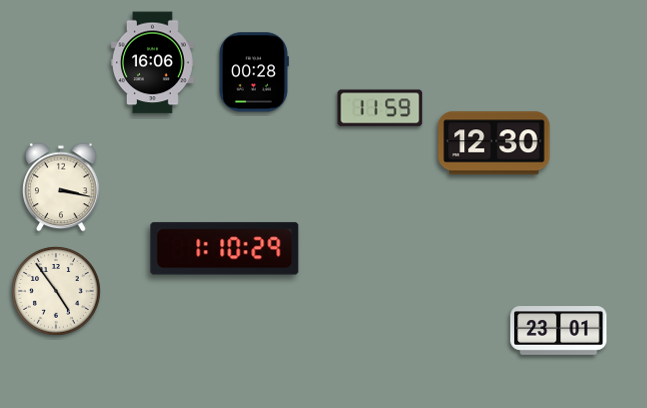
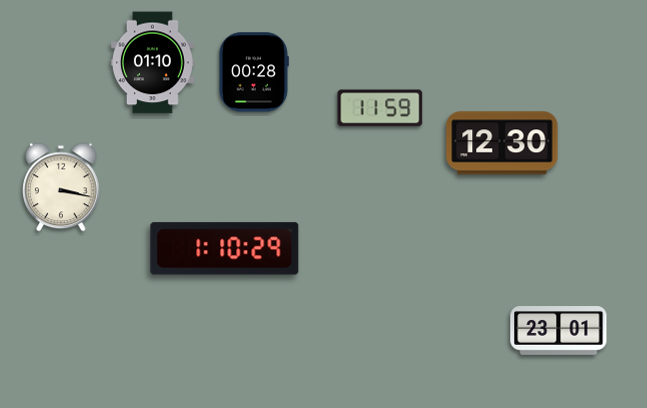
clock at (152, 63): 16:06 -> 01:10
clock at (494, 143) position: (494, 143) -> (502, 143)
clock at (56, 291): 4:54 -> none
